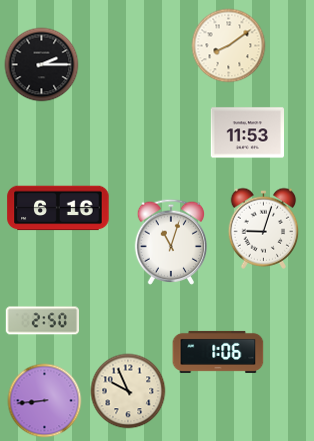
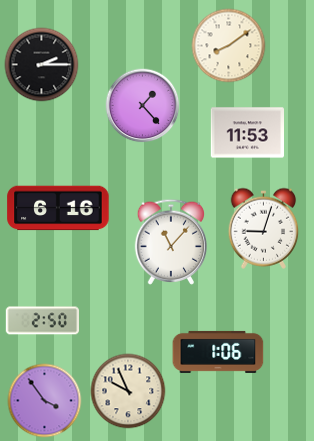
clock at (143, 106): none -> 1:23
clock at (170, 242): 11:03 -> 11:07
clock at (45, 401): 8:44 -> 3:54
